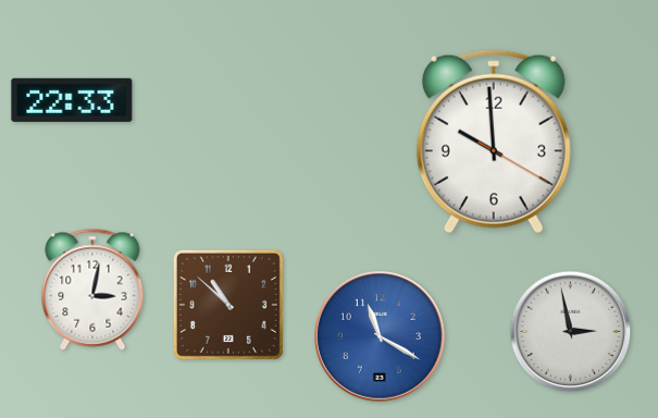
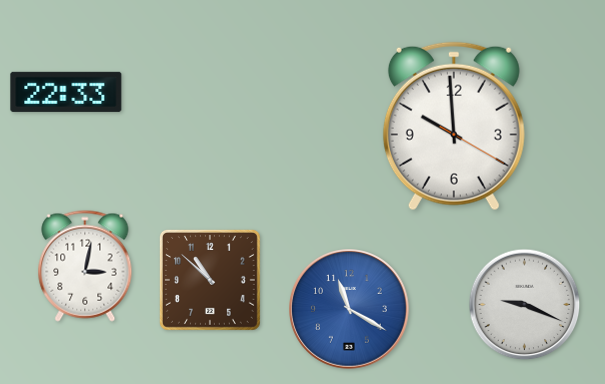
clock at (494, 142) position: (494, 142) -> (454, 126)
clock at (571, 332): 2:58 -> 9:19
